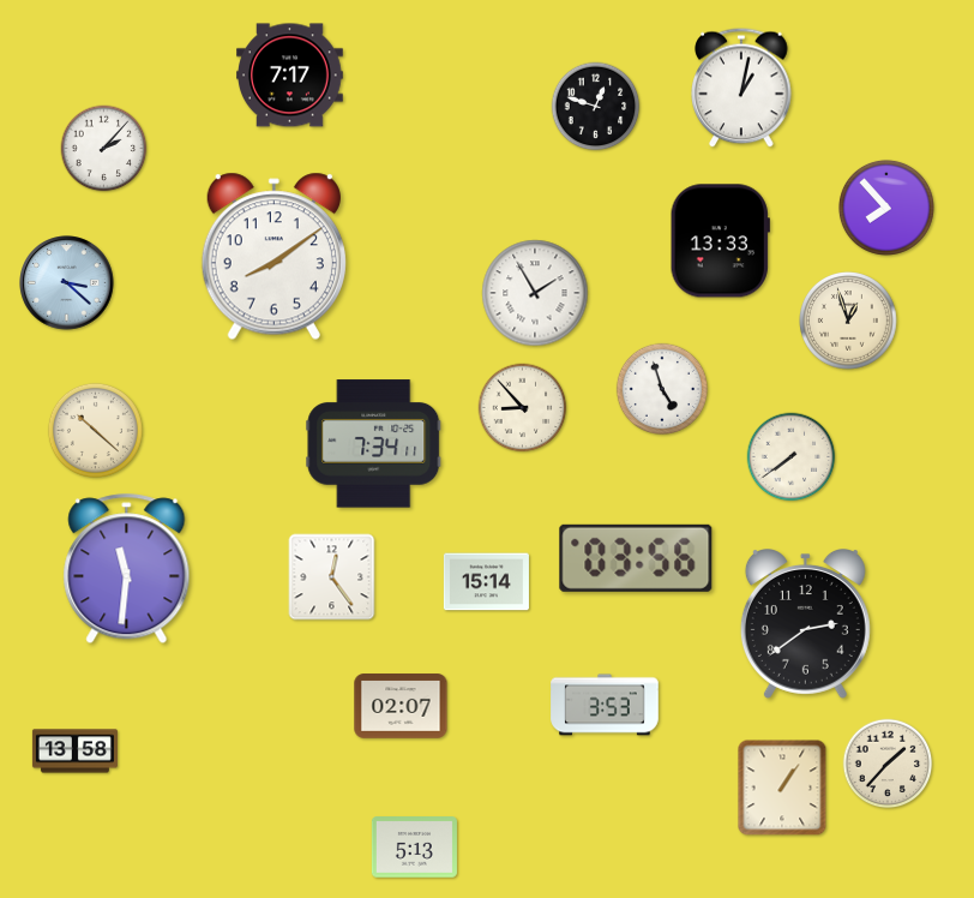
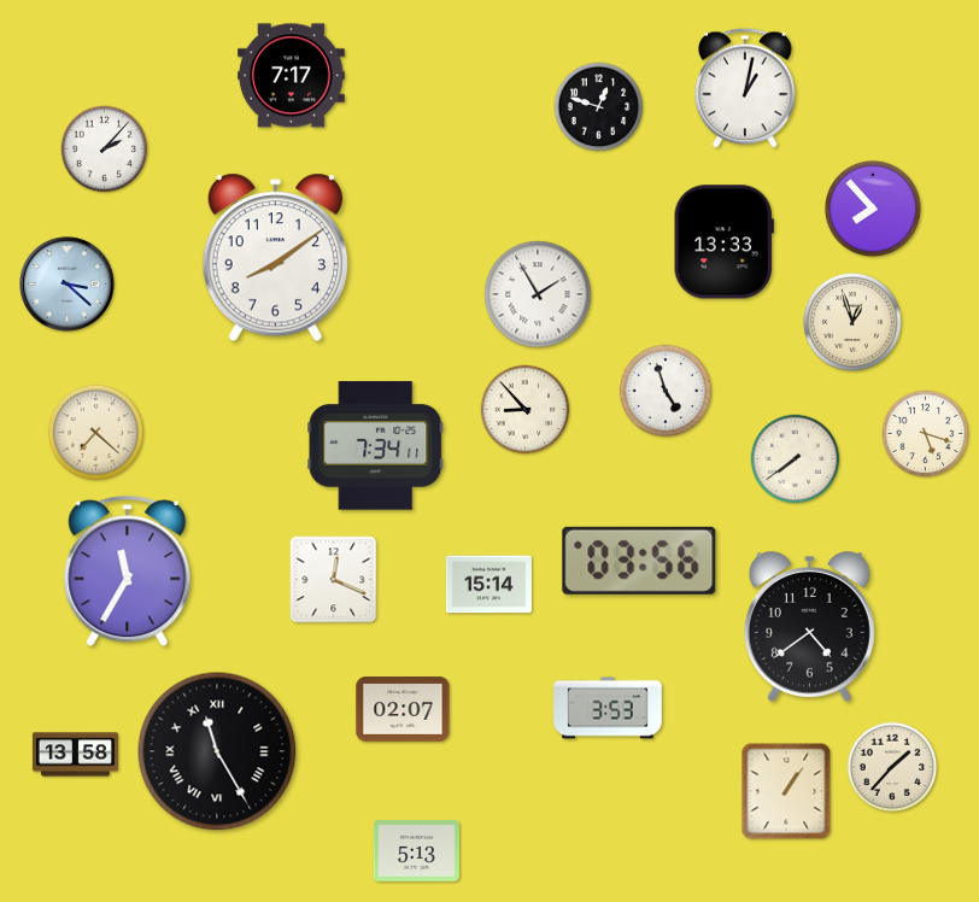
clock at (886, 208) position: (886, 208) -> (873, 209)
clock at (95, 430): 10:22 -> 7:22
clock at (926, 434): none -> 5:18
clock at (127, 569): 11:31 -> 11:35
clock at (332, 577): 12:24 -> 12:19
clock at (805, 624): 2:39 -> 4:39
clock at (217, 751): none -> 11:25
